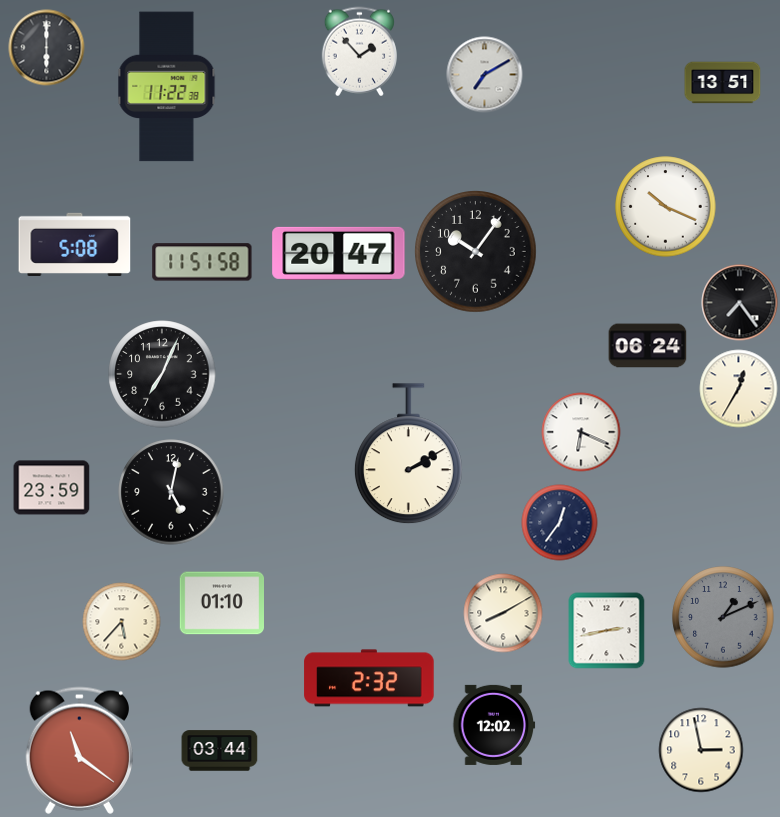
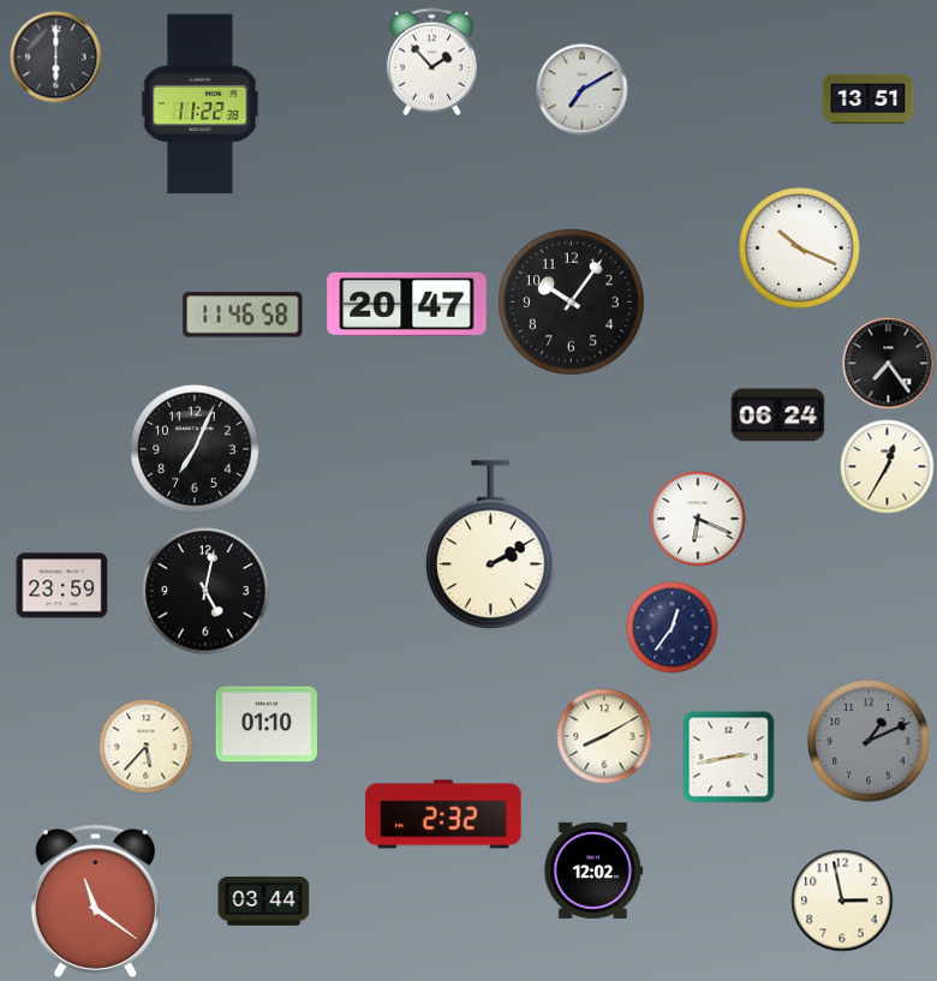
clock at (75, 244): 5:08 -> none
clock at (202, 262): 11:51 -> 11:46
